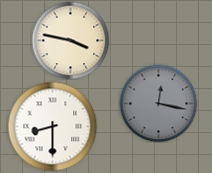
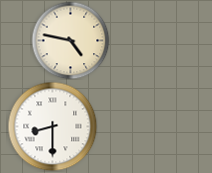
clock at (70, 40): 3:47 -> 4:47
clock at (158, 103): 12:17 -> none
